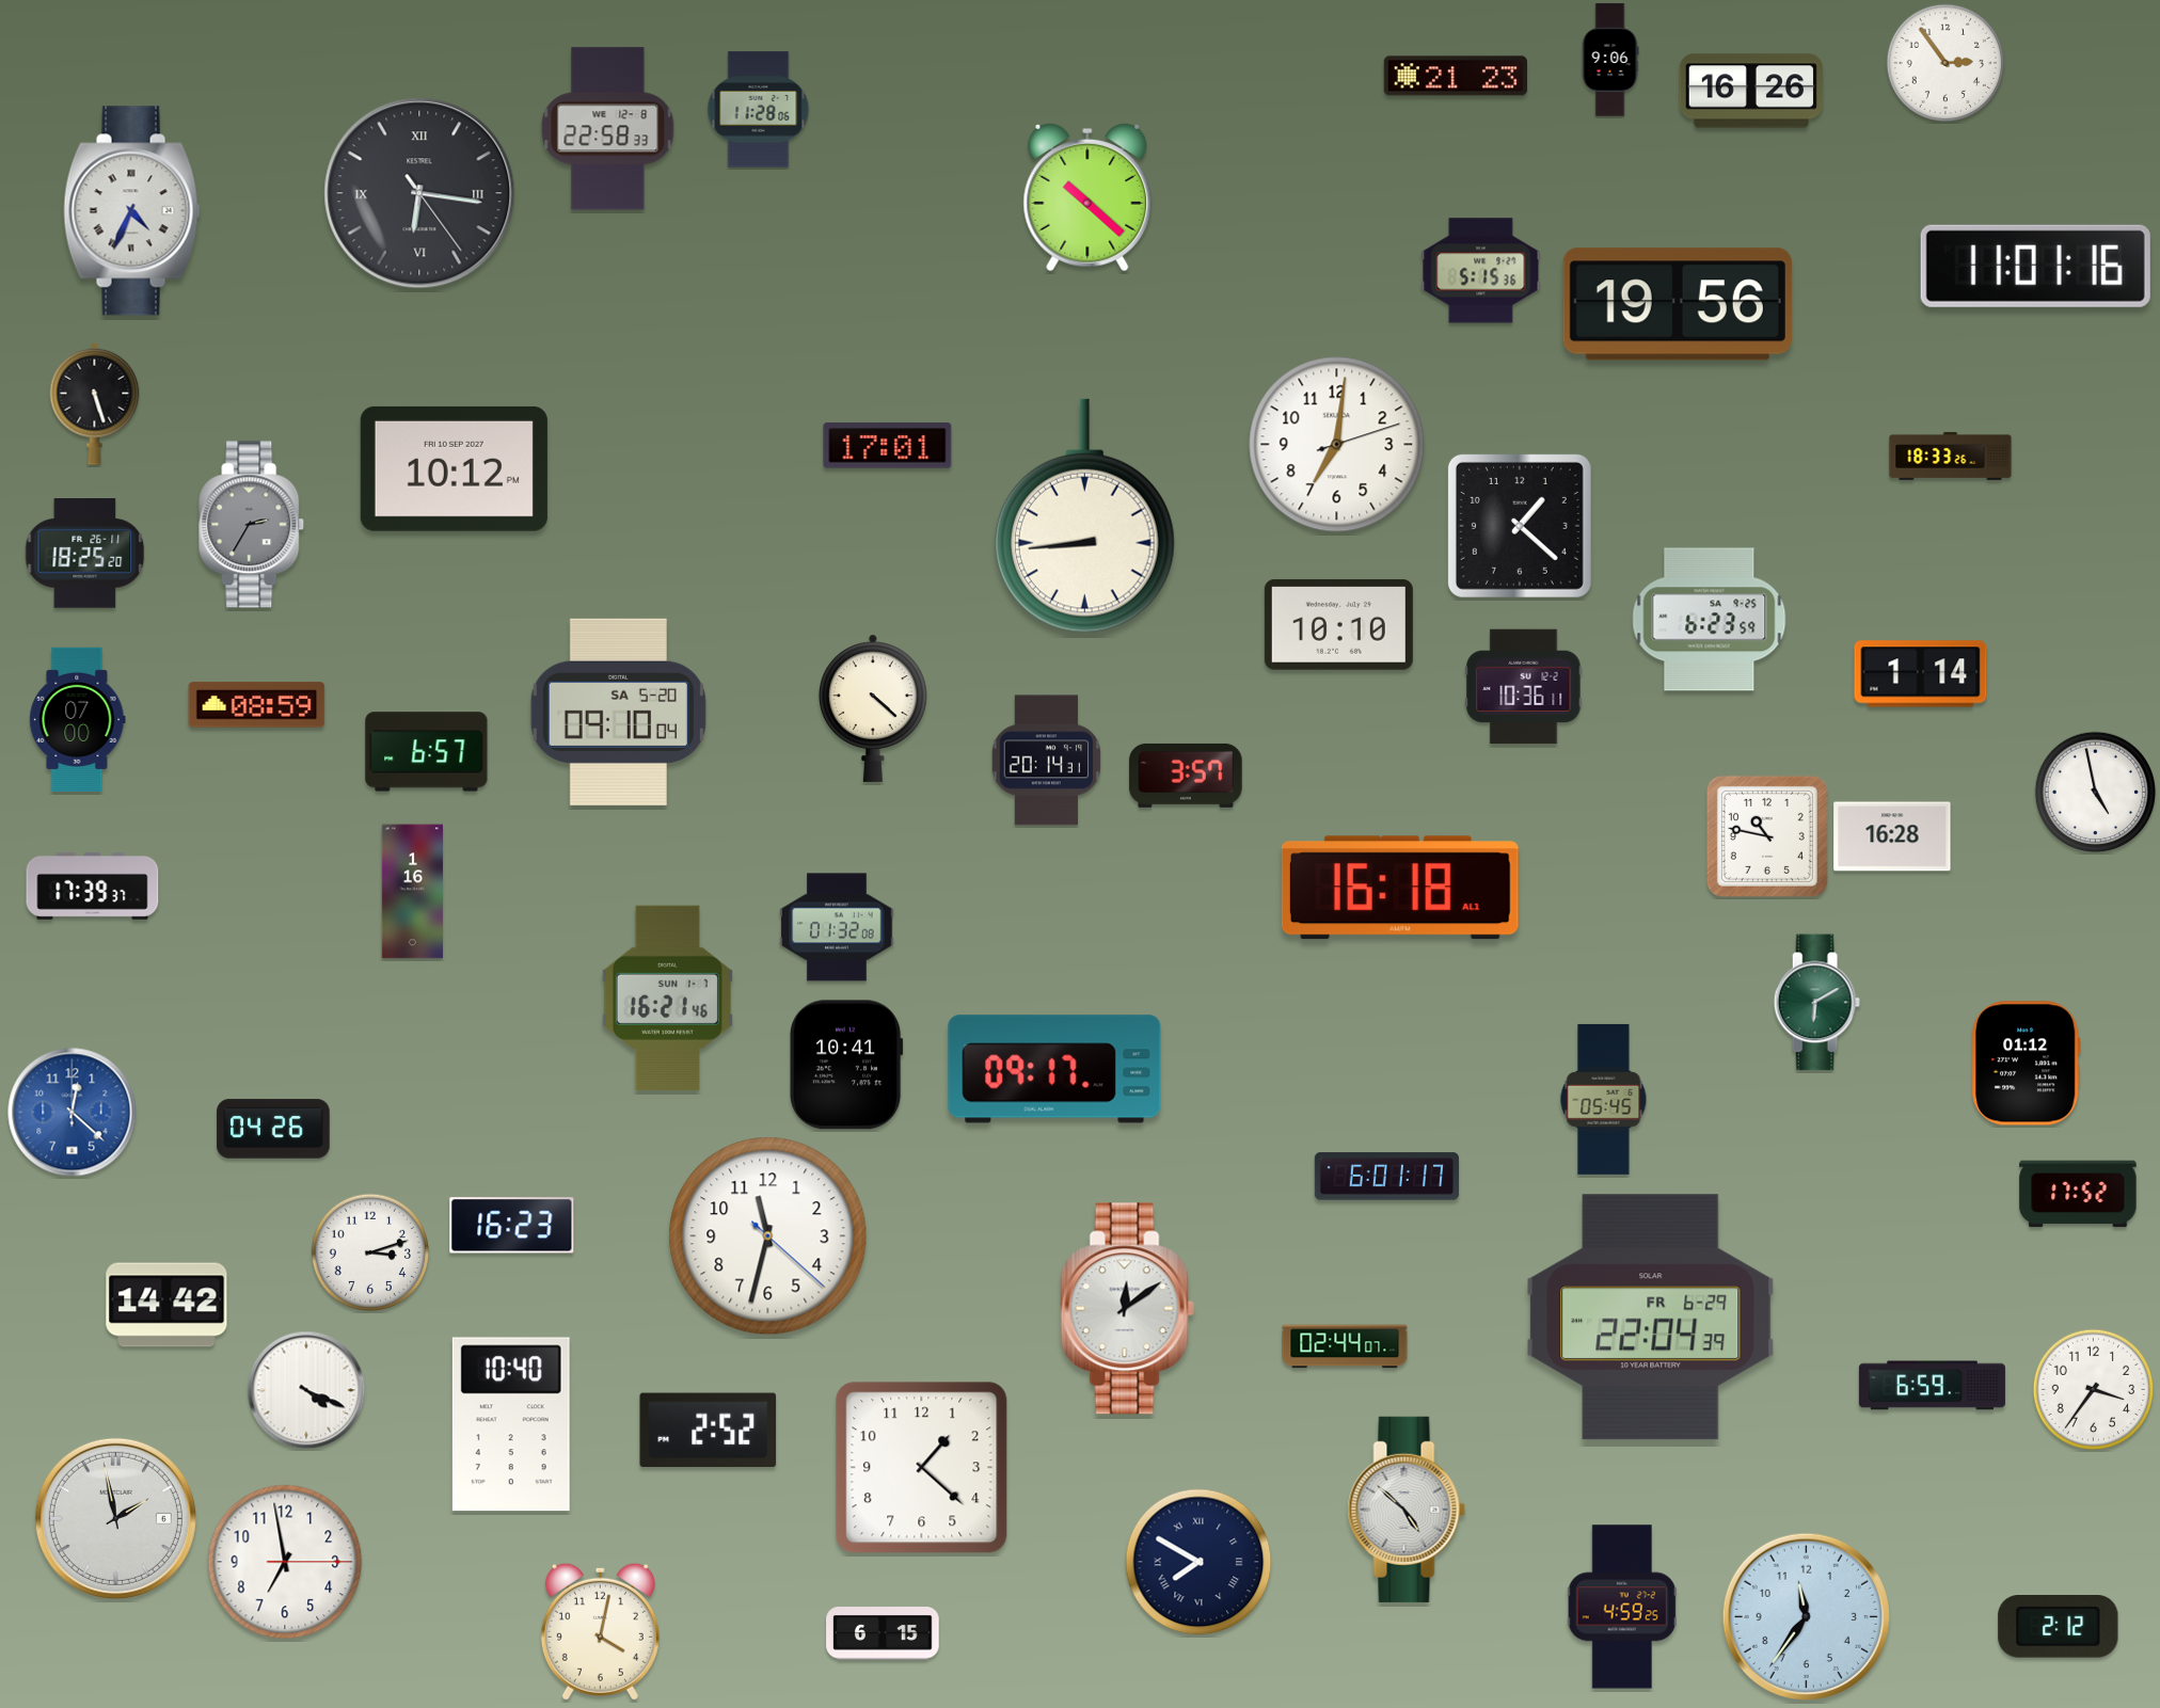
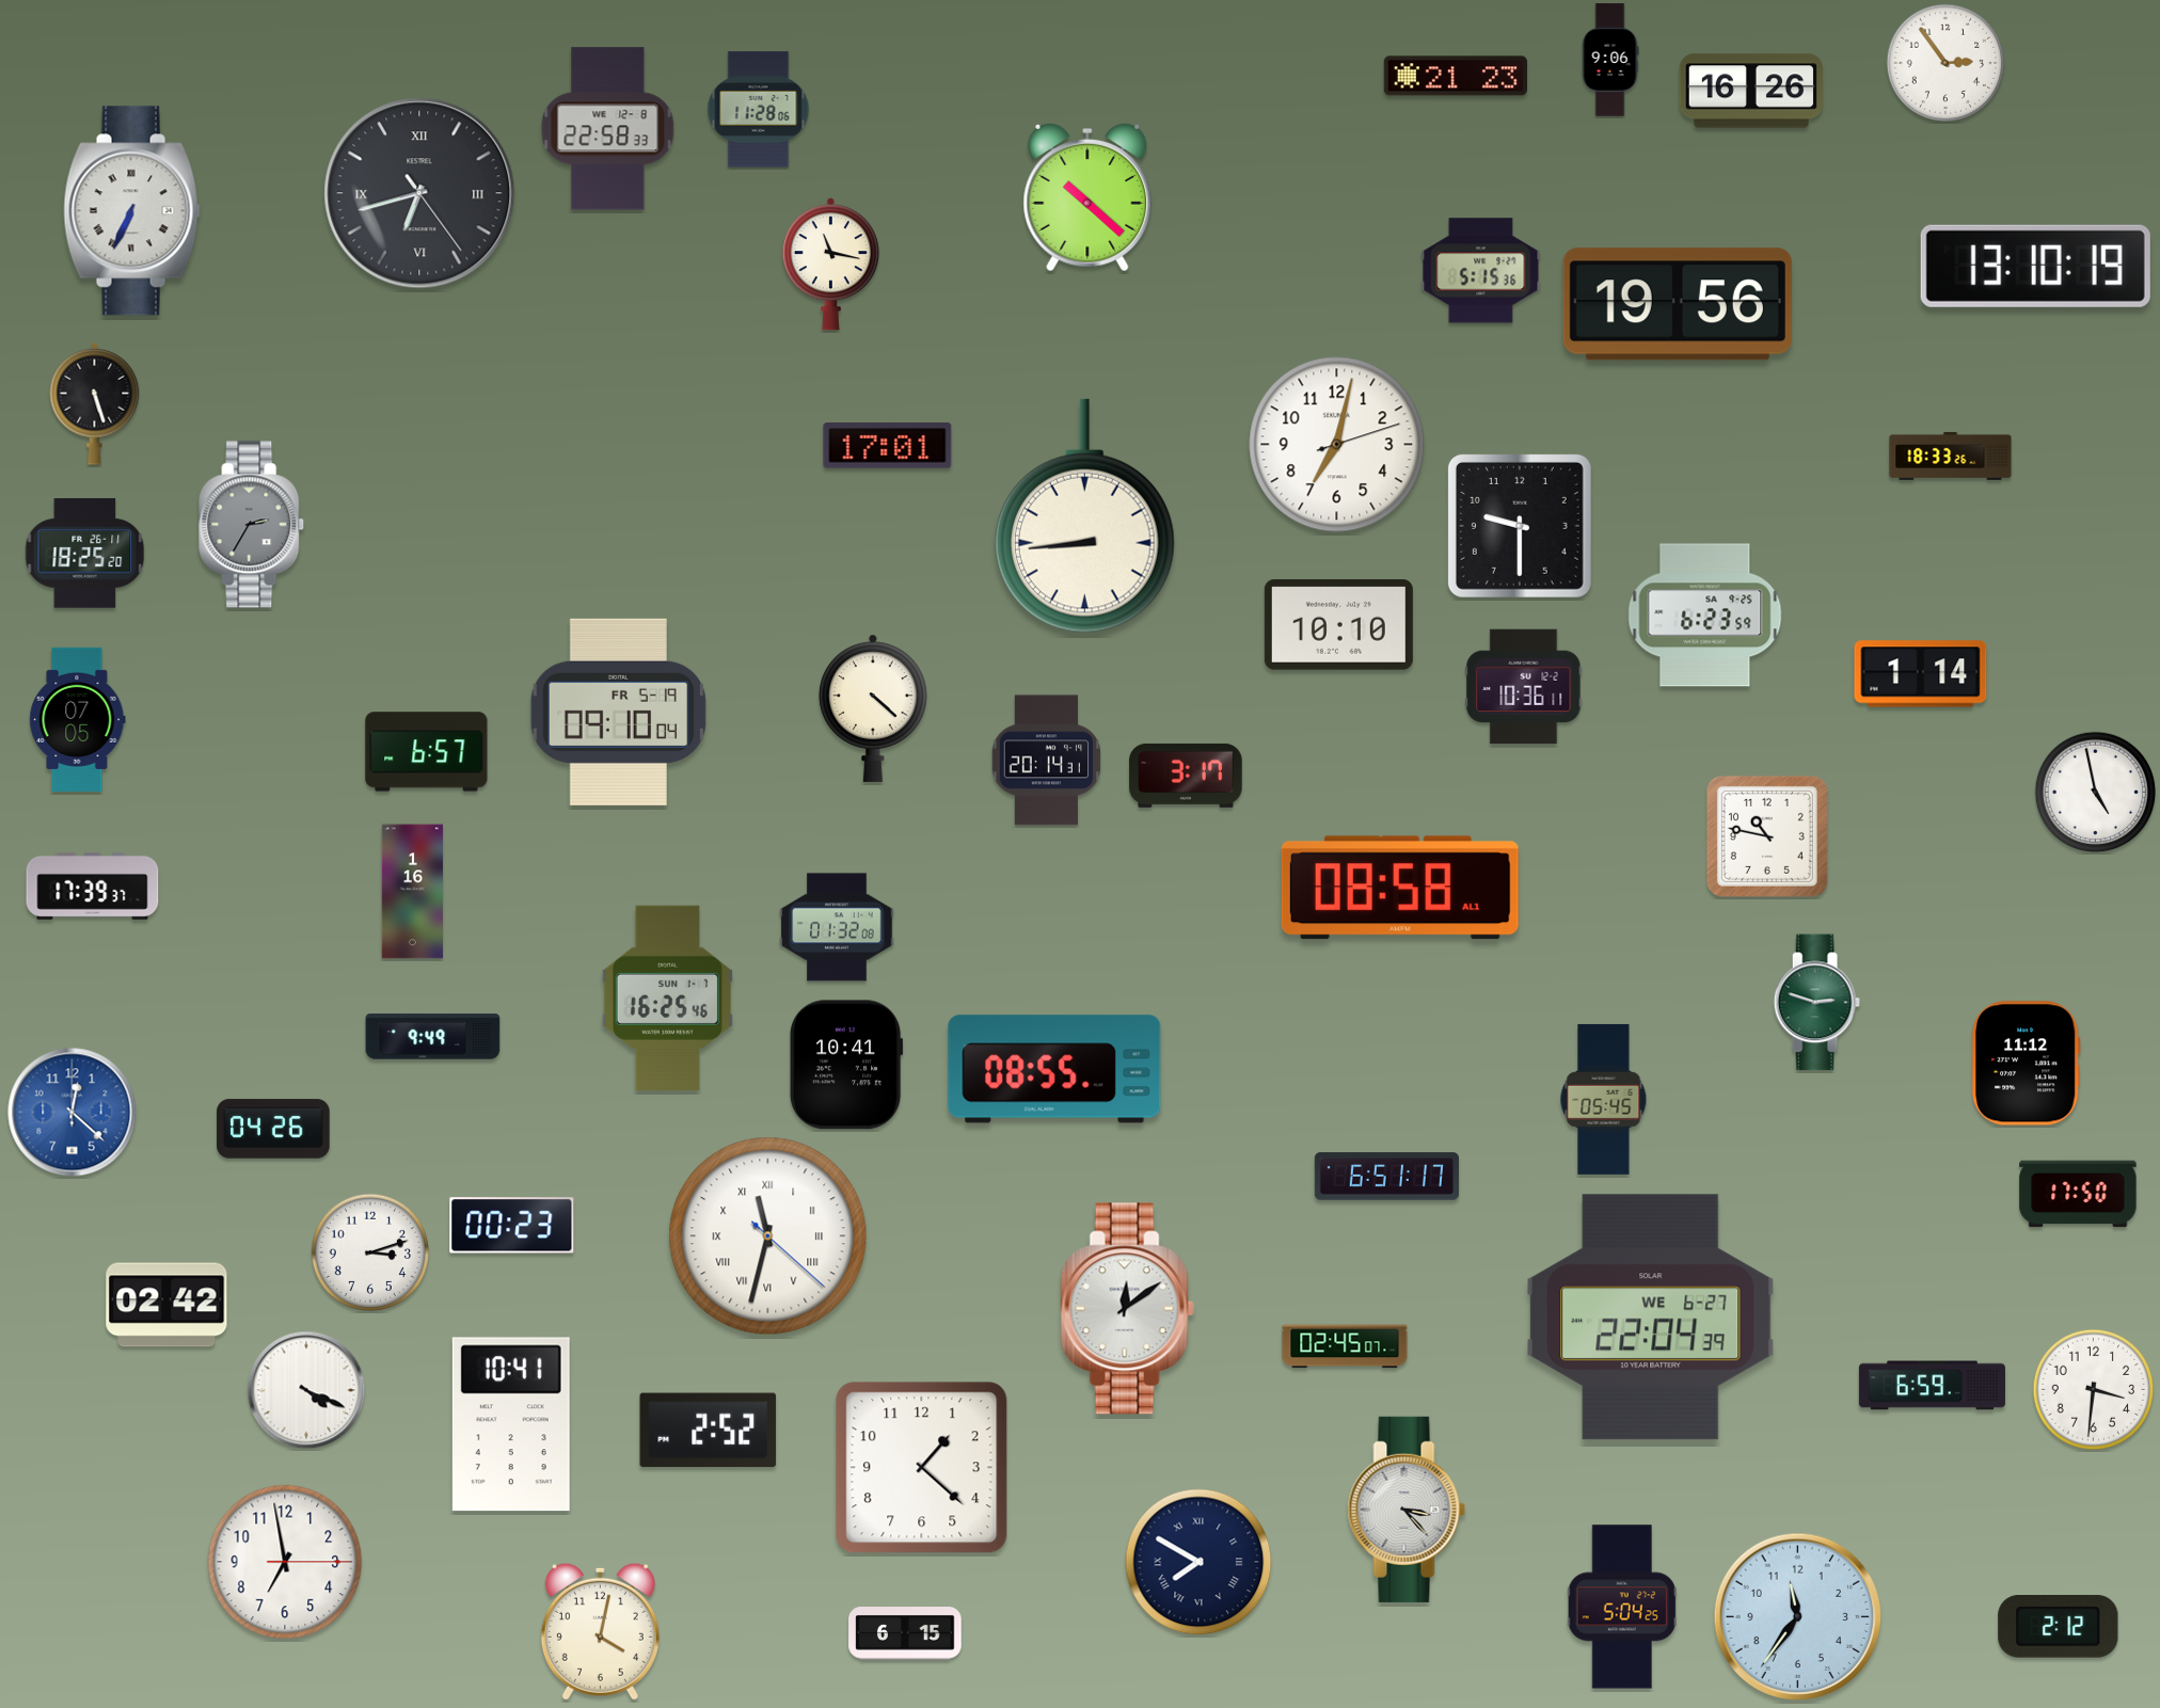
clock at (419, 193): 6:16 -> 6:42
clock at (132, 211): 4:34 -> 6:34
clock at (830, 265): none -> 11:17
clock at (2035, 266): 11:01 -> 13:10
clock at (1337, 445): 7:01 -> 7:02
clock at (454, 468): 10:12 -> none
clock at (1520, 526): 1:22 -> 9:30
clock at (1710, 620) position: (1710, 620) -> (1705, 616)
clock at (257, 705): 08:59 -> none
clock at (618, 712) date: SA 5-20 -> FR 5-19
clock at (78, 719): 07:00 -> 07:05
clock at (1186, 776): 3:57 -> 3:17
clock at (1892, 836): 16:28 -> none
clock at (1400, 888): 16:18 -> 08:58
clock at (667, 997): 16:21 -> 16:25
clock at (1816, 1003): 6:10 -> 2:48
clock at (433, 1037): none -> 9:49
clock at (2026, 1064): 01:12 -> 11:12
clock at (1054, 1069): 09:17 -> 08:55
clock at (1386, 1177): 6:01 -> 6:51
clock at (2078, 1194): 17:52 -> 17:50
clock at (512, 1226): 16:23 -> 00:23
clock at (768, 1236) numerals: Arabic -> Roman
clock at (166, 1305): 14:42 -> 02:42
clock at (1651, 1318) date: FR 6-29 -> WE 6-27
clock at (1345, 1346): 02:44 -> 02:45
clock at (2094, 1390): 3:36 -> 3:31
clock at (511, 1424): 10:40 -> 10:41
clock at (1407, 1510): 4:52 -> 3:23
clock at (115, 1518): 1:58 -> none
clock at (1622, 1607): 4:59 -> 5:04
clock at (1806, 1616) position: (1806, 1616) -> (1797, 1616)
clock at (883, 1633) position: (883, 1633) -> (905, 1633)
